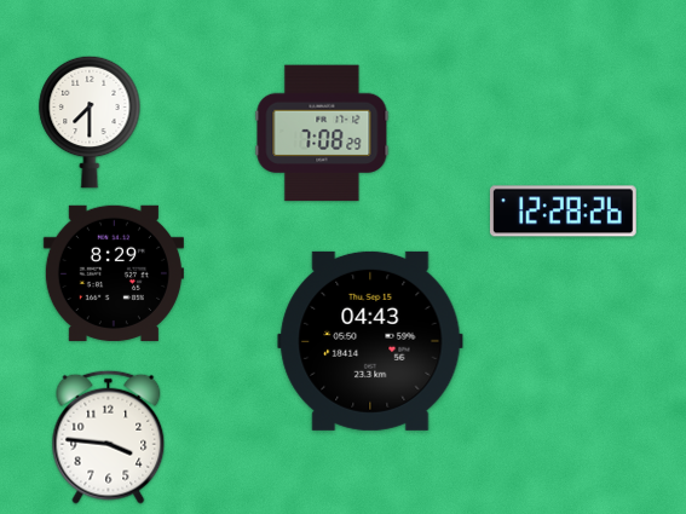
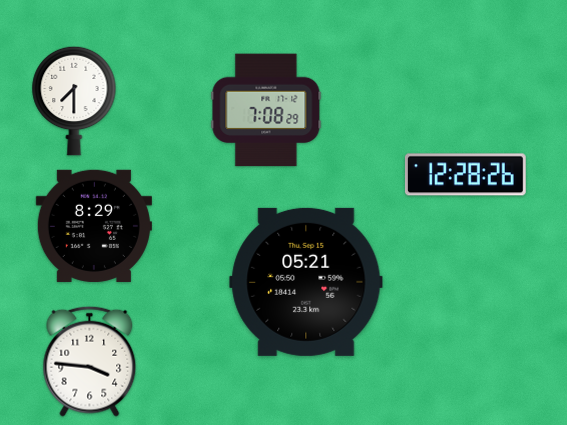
clock at (370, 341): 04:43 -> 05:21
